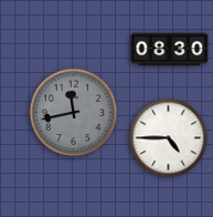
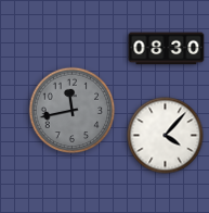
clock at (169, 138): 4:45 -> 4:07
